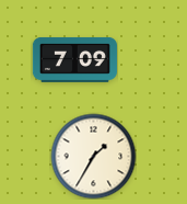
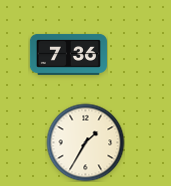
clock at (74, 59): 7:09 -> 7:36
